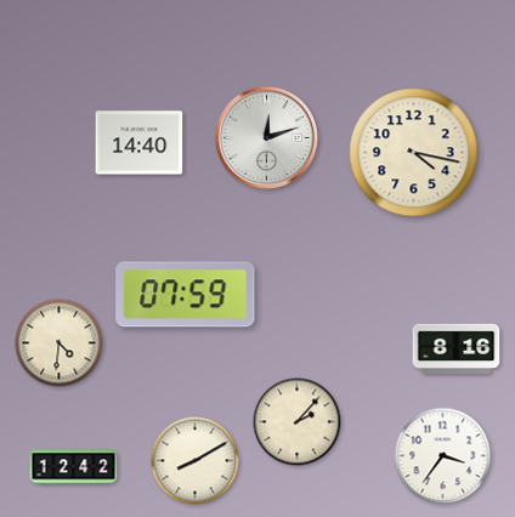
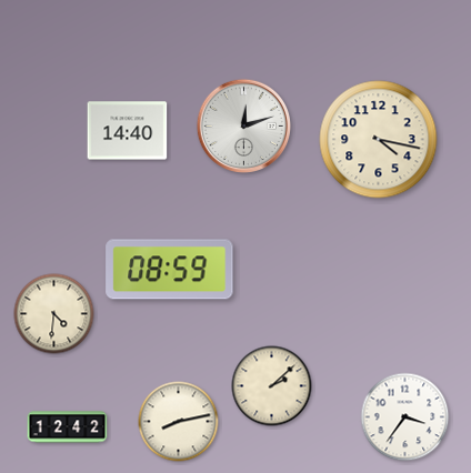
clock at (186, 295): 07:59 -> 08:59
clock at (457, 348): 8:16 -> none
clock at (298, 422): 2:07 -> 2:08
clock at (196, 461): 8:10 -> 8:13
